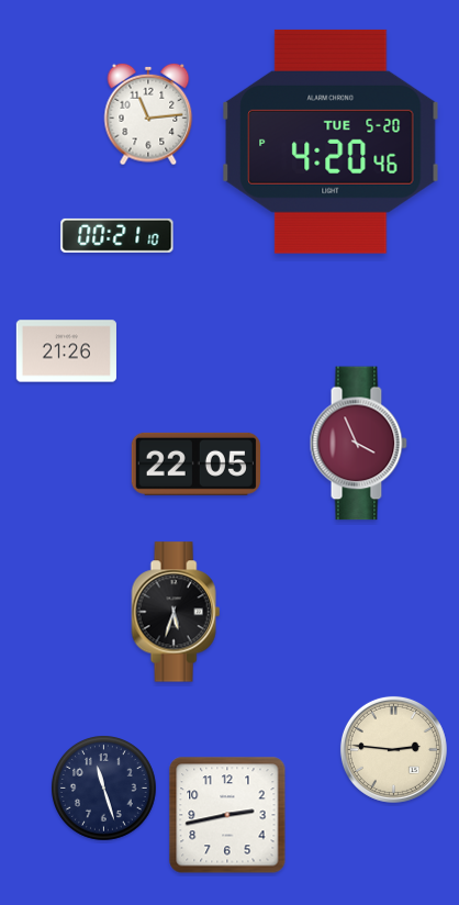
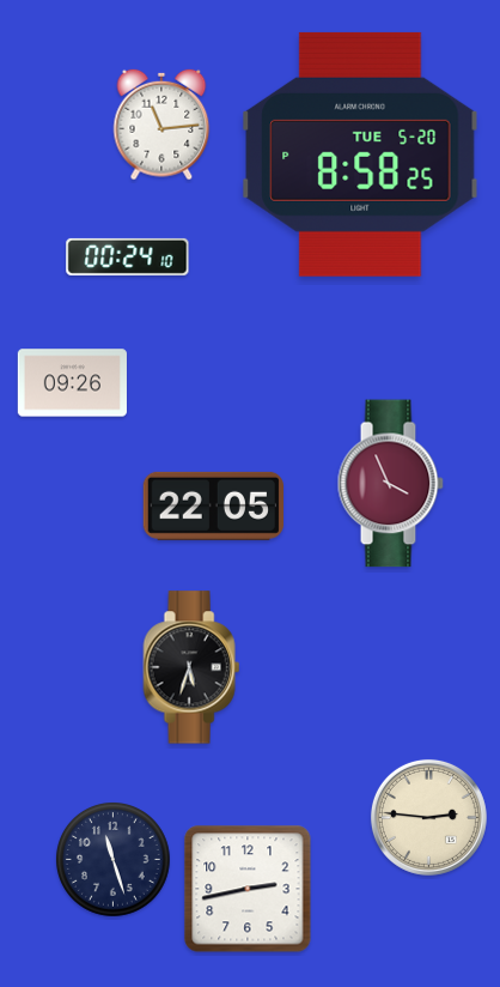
clock at (331, 142): 4:20 -> 8:58
clock at (117, 235): 00:21 -> 00:24
clock at (66, 351): 21:26 -> 09:26
